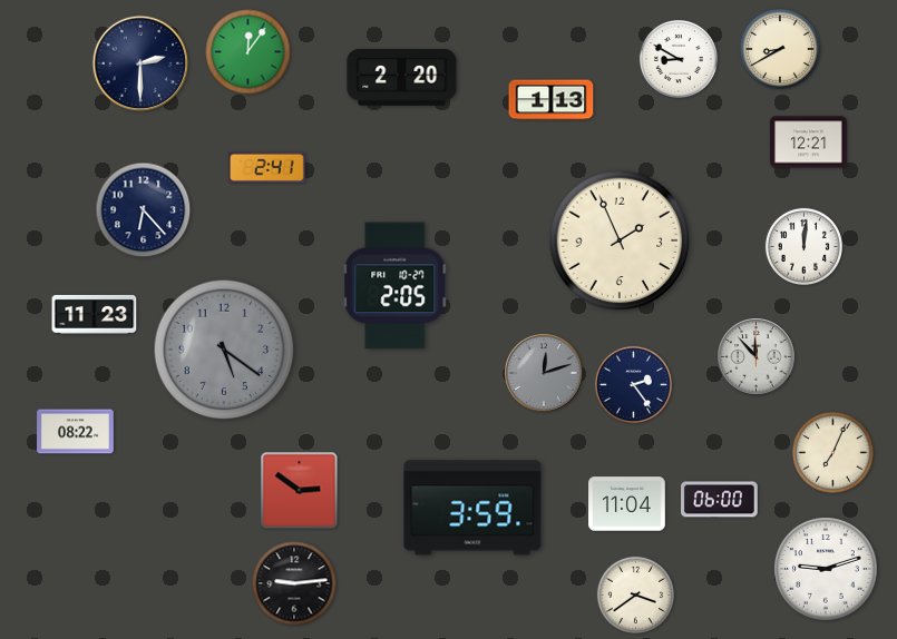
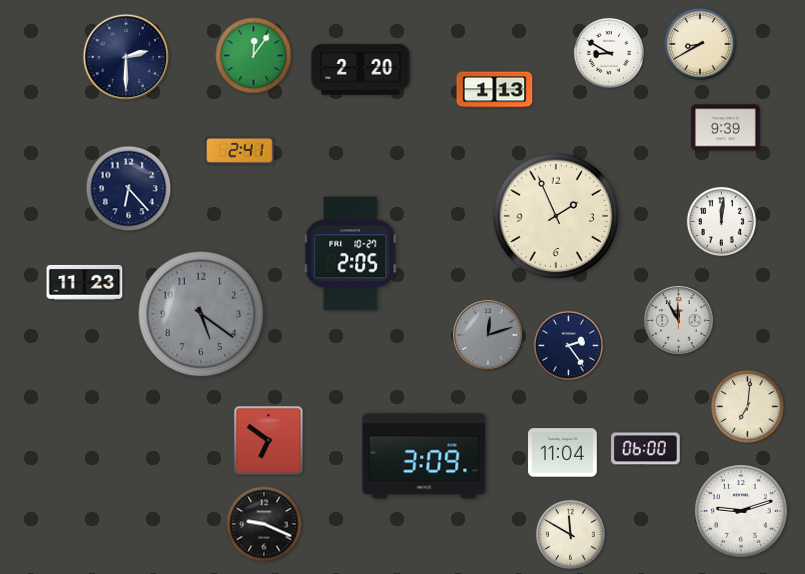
clock at (248, 52) position: (248, 52) -> (254, 56)
clock at (809, 142): 12:21 -> 9:39
clock at (396, 286) position: (396, 286) -> (351, 254)
clock at (757, 357): 11:53 -> 11:55
clock at (76, 432): 08:22 -> none
clock at (833, 453): 7:04 -> 7:01
clock at (300, 491): 2:51 -> 6:51
clock at (472, 508): 3:59 -> 3:09
clock at (294, 583): 9:14 -> 9:19
clock at (635, 594): 3:39 -> 11:50
